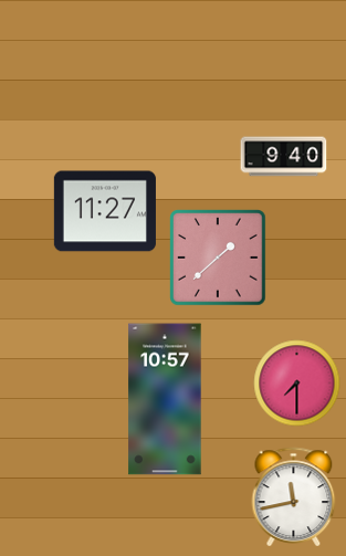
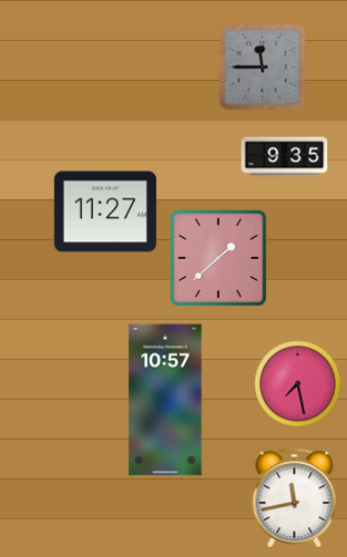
clock at (262, 66): none -> 11:45
clock at (283, 157): 9:40 -> 9:35
clock at (296, 382): 7:30 -> 7:28
